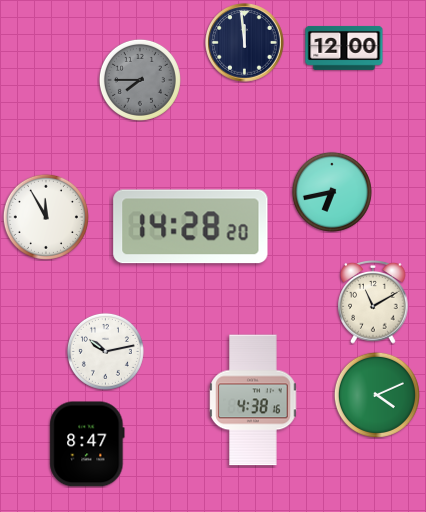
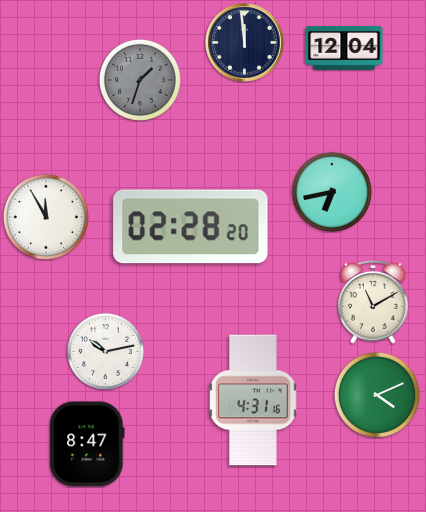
clock at (344, 48): 12:00 -> 12:04
clock at (140, 80): 7:45 -> 1:33
clock at (191, 227): 14:28 -> 02:28
clock at (253, 400): 4:38 -> 4:31
